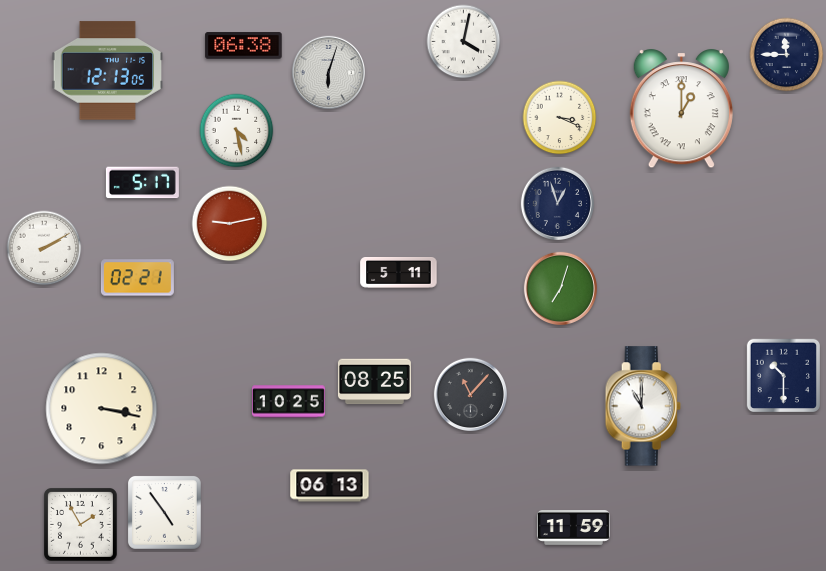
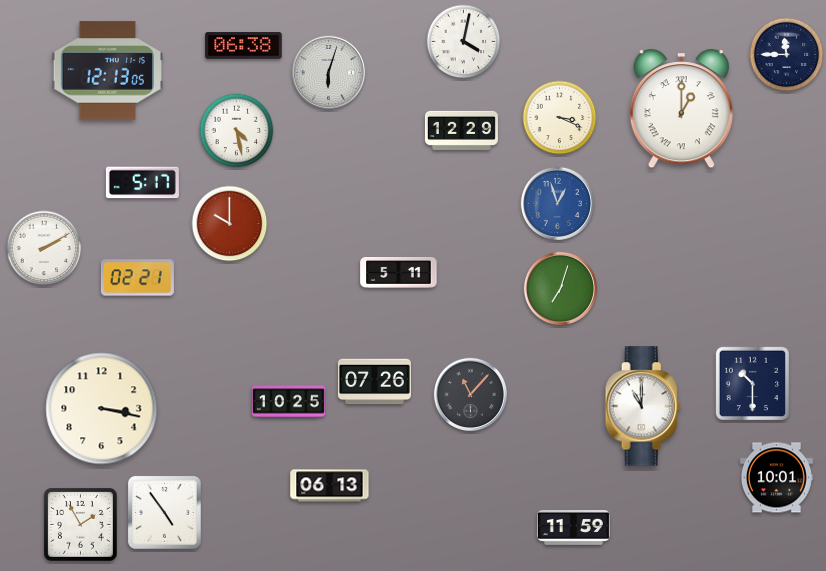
clock at (461, 130): none -> 12:29
clock at (557, 203) dial: navy -> blue
clock at (230, 224): 9:13 -> 10:00
clock at (783, 375) position: (783, 375) -> (752, 383)
clock at (374, 382): 08:25 -> 07:26
clock at (776, 478): none -> 10:01
